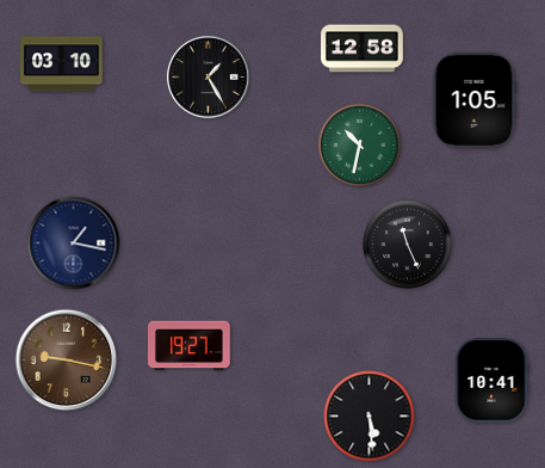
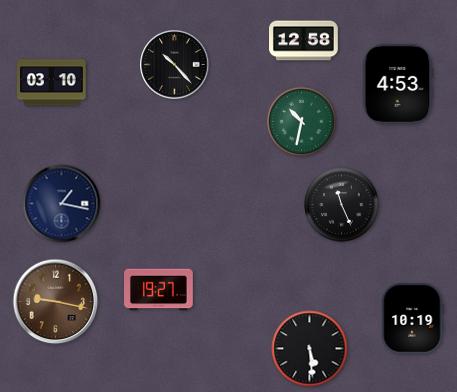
clock at (62, 64) position: (62, 64) -> (52, 83)
clock at (209, 78): 1:25 -> 10:23
clock at (475, 100): 1:05 -> 4:53
clock at (493, 381): 10:41 -> 10:19
